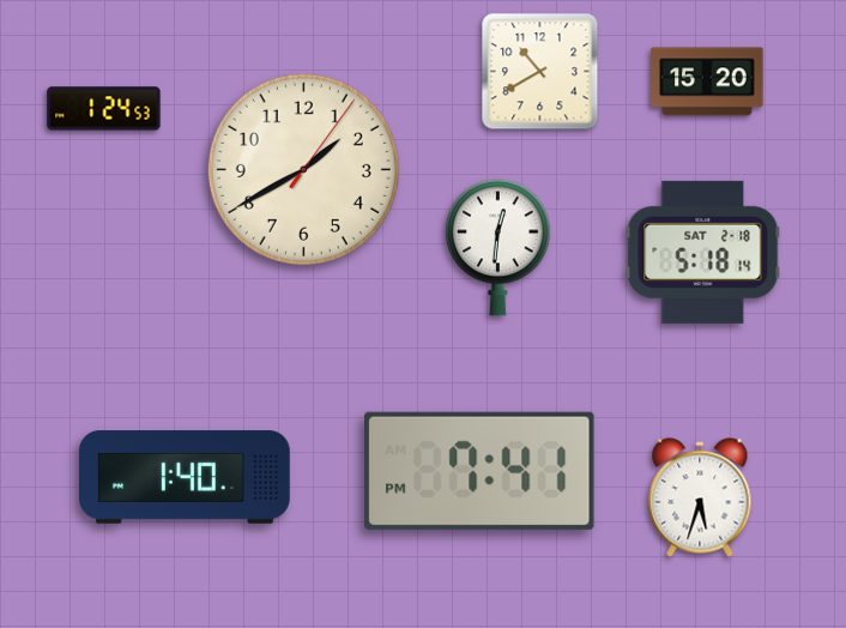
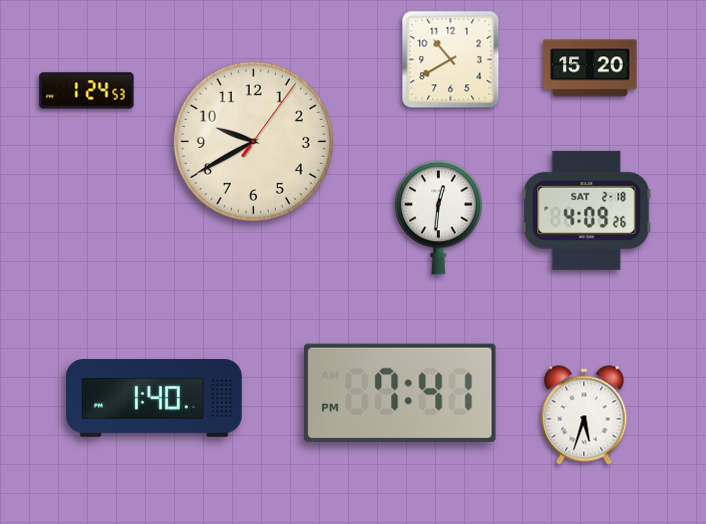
clock at (303, 169): 1:40 -> 9:40
clock at (497, 248) position: (497, 248) -> (438, 218)
clock at (703, 252): 5:18 -> 4:09
